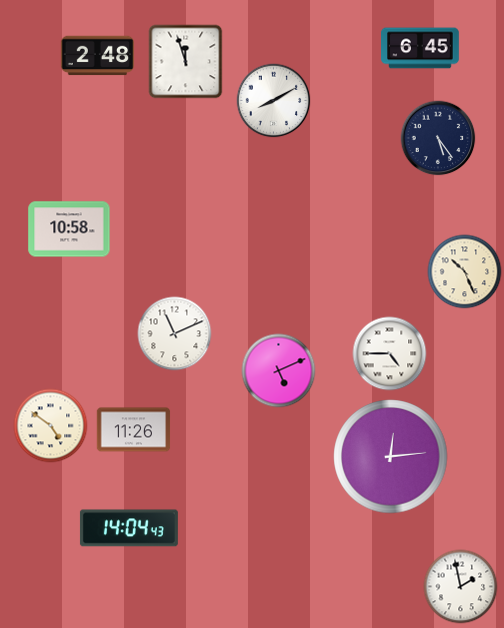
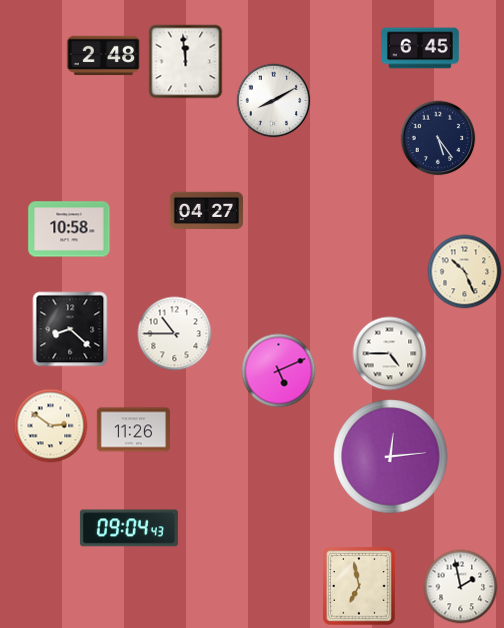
clock at (98, 56) position: (98, 56) -> (104, 56)
clock at (186, 62): 11:57 -> 11:59
clock at (207, 211): none -> 04:27
clock at (70, 329): none -> 8:22
clock at (175, 334): 11:11 -> 10:45
clock at (51, 426): 4:51 -> 2:51
clock at (129, 528): 14:04 -> 09:04
clock at (360, 587): none -> 6:58
